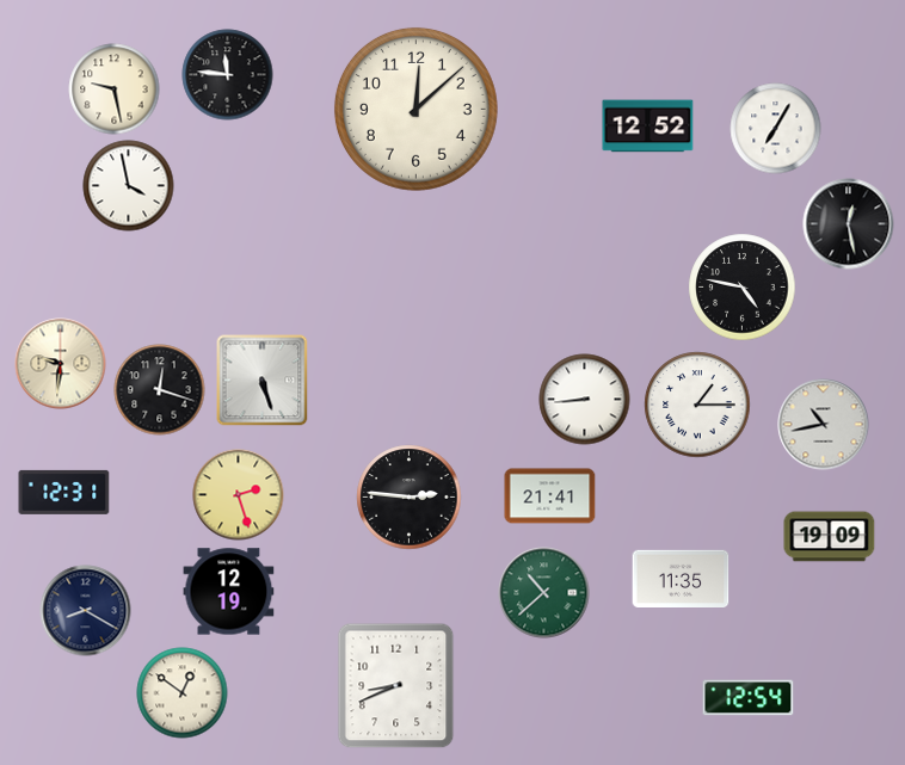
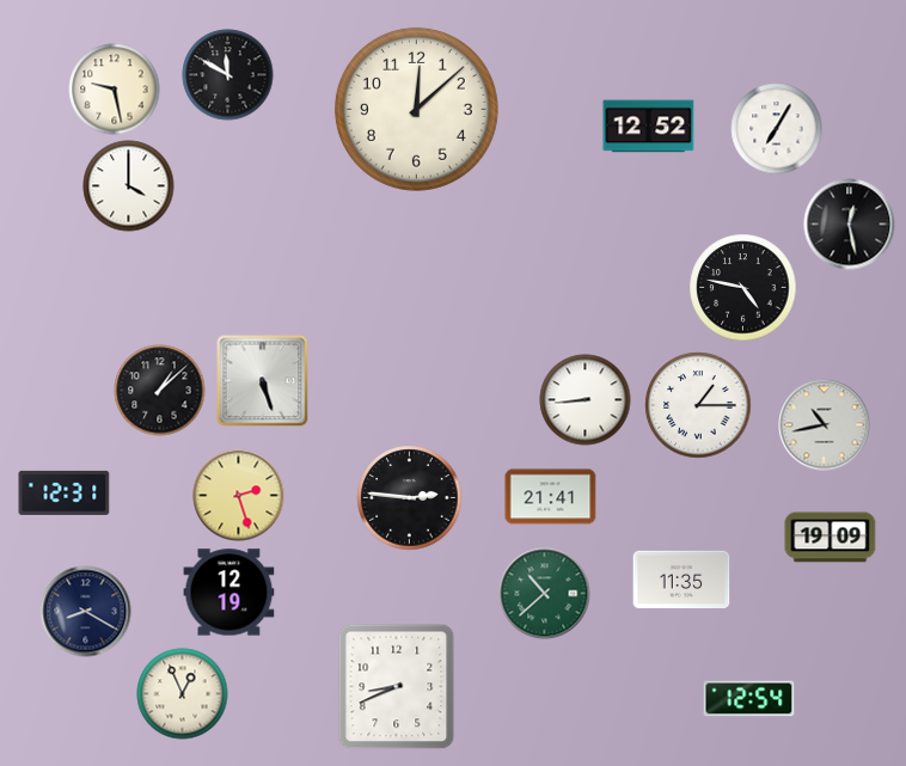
clock at (228, 75): 11:46 -> 11:50
clock at (129, 186): 3:58 -> 4:00
clock at (61, 364): 9:31 -> none
clock at (160, 390): 12:18 -> 1:08
clock at (183, 693): 12:51 -> 12:56
